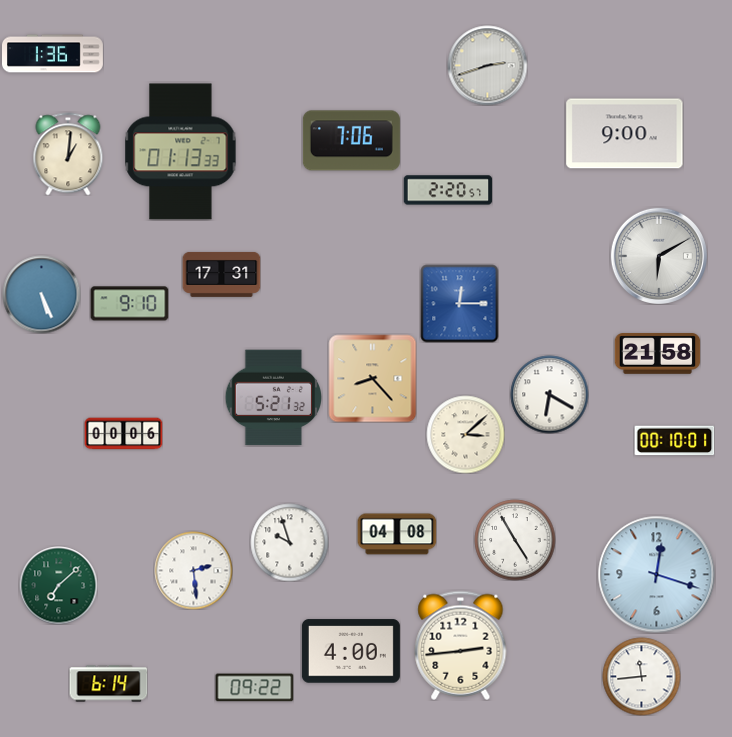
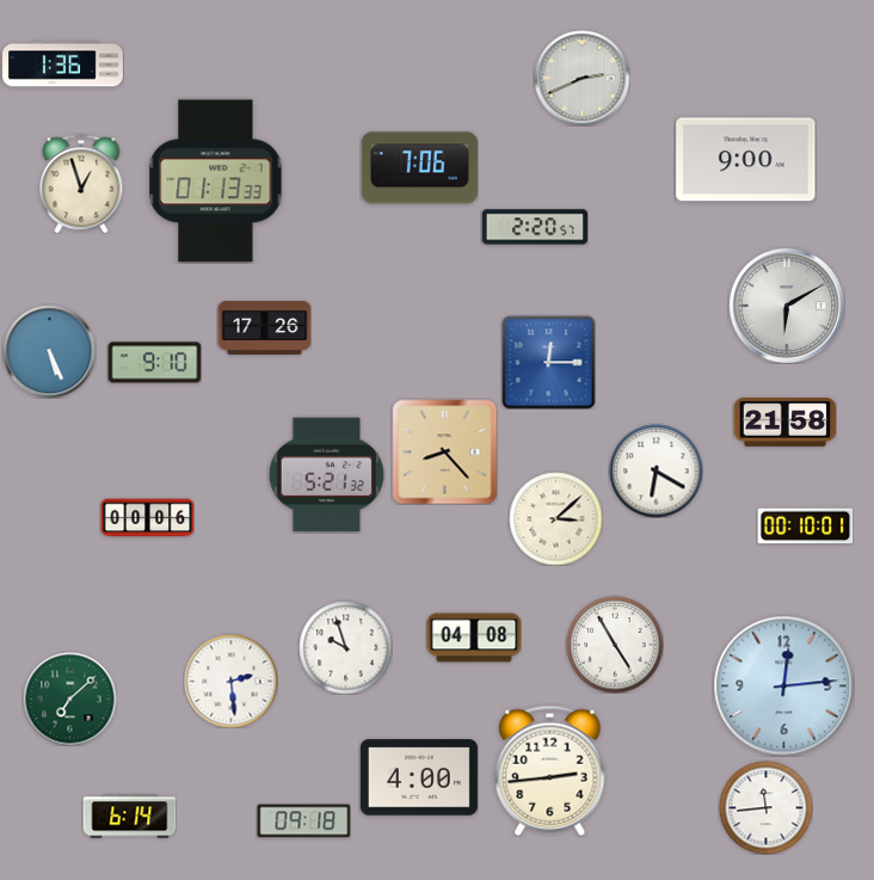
clock at (487, 65): 2:42 -> 2:41
clock at (68, 154): 1:01 -> 12:57
clock at (221, 274): 17:31 -> 17:26
clock at (656, 574): 12:18 -> 12:14
clock at (254, 688): 09:22 -> 09:18
